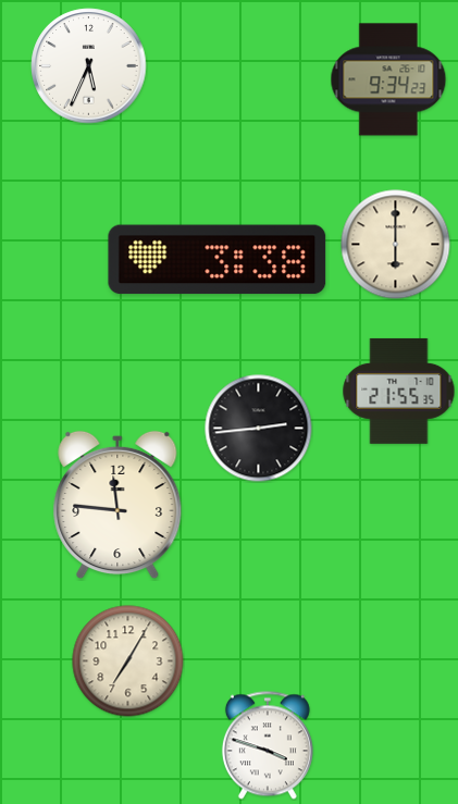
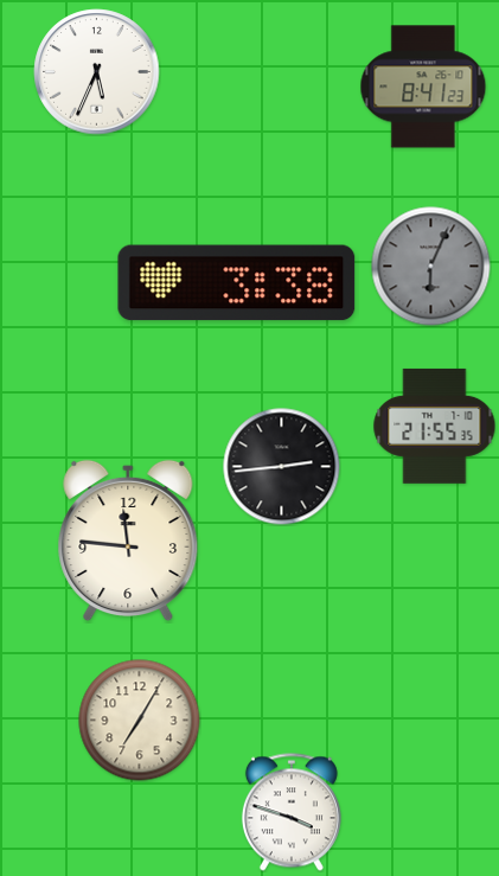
clock at (388, 79): 9:34 -> 8:41
clock at (396, 245): 6:00 -> 6:04
clock at (396, 245) dial: cream -> grey
clock at (117, 505) position: (117, 505) -> (128, 541)
